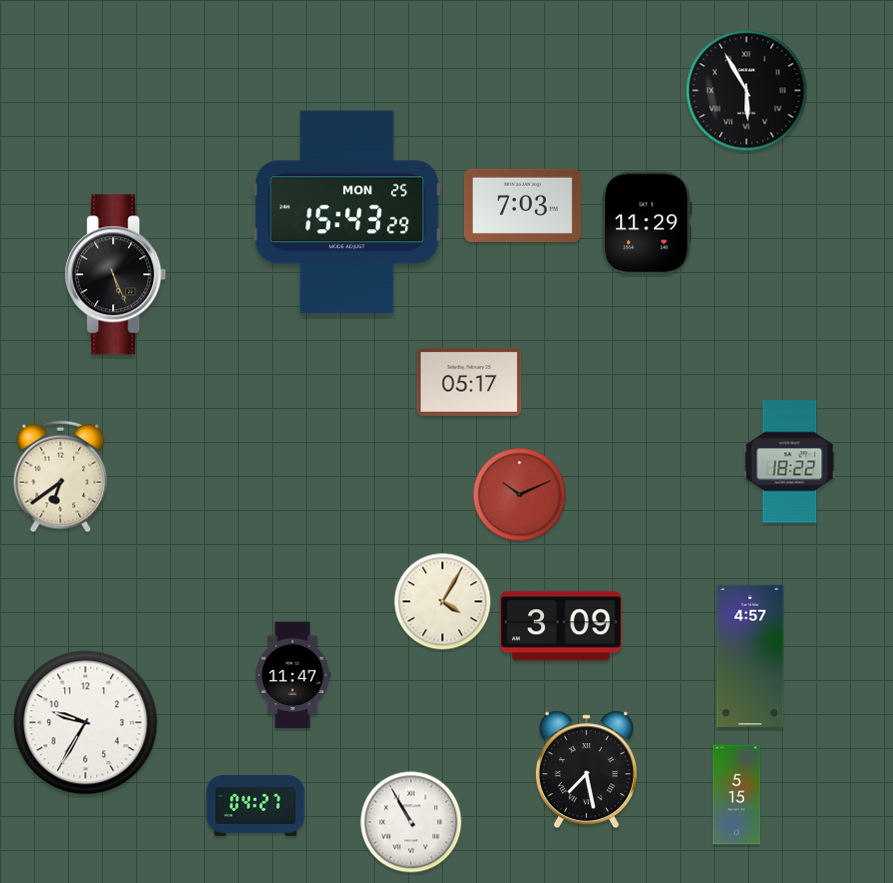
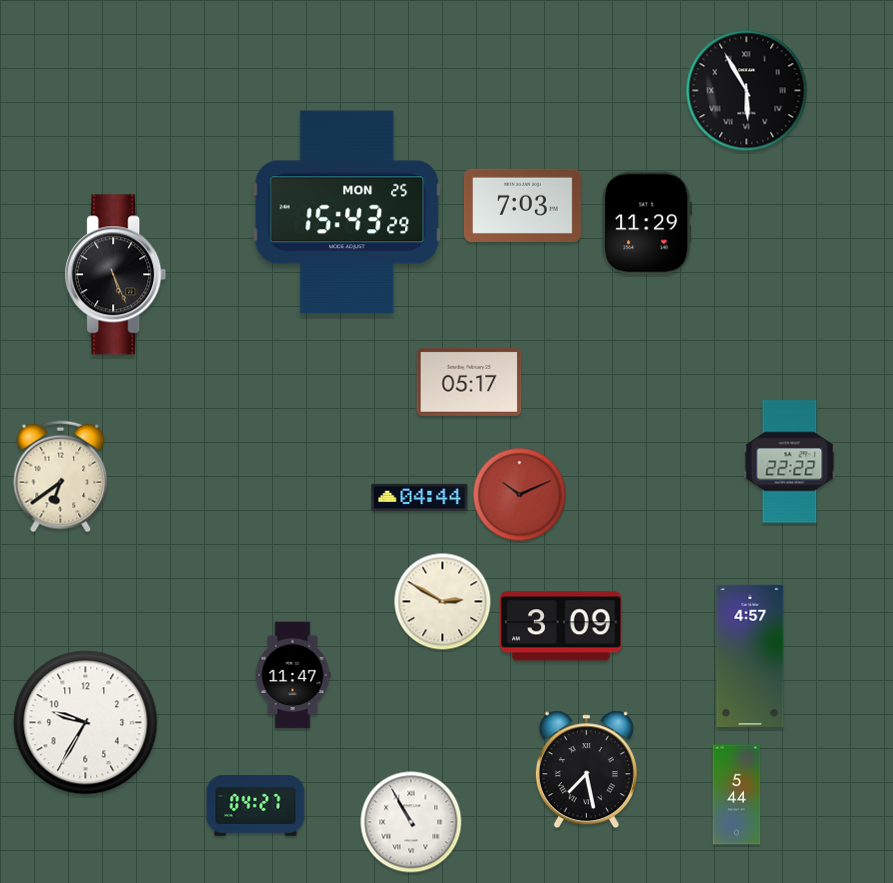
clock at (790, 462): 18:22 -> 22:22
clock at (420, 498): none -> 04:44
clock at (443, 602): 4:05 -> 2:50
clock at (737, 795): 5:15 -> 5:44
